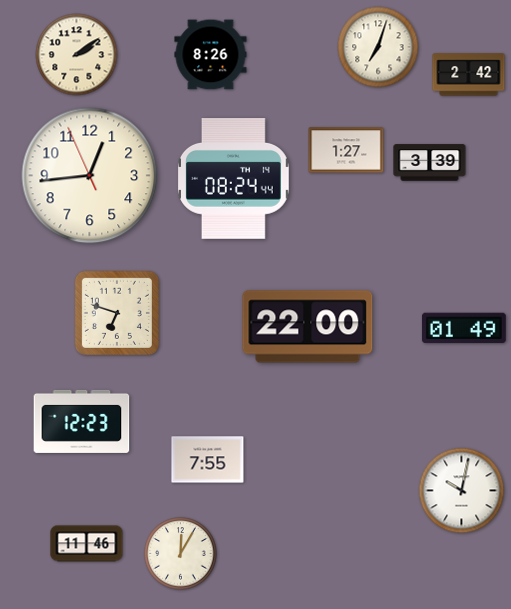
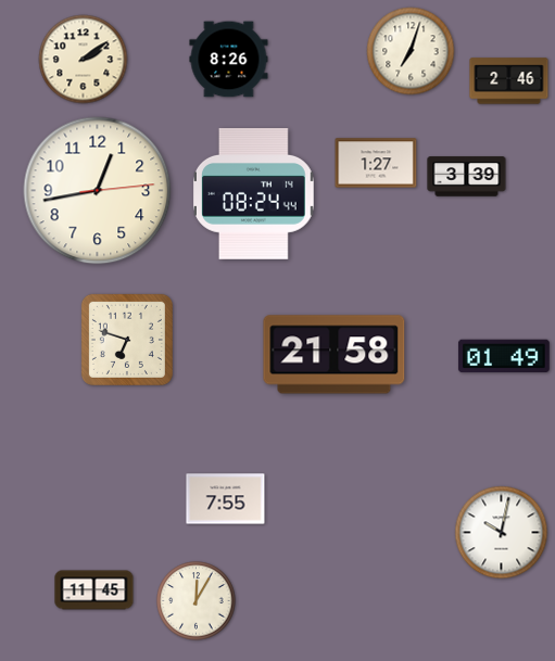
clock at (469, 75): 2:42 -> 2:46
clock at (90, 176): 12:43:56 -> 12:43:14
clock at (308, 327): 22:00 -> 21:58
clock at (82, 421): 12:23 -> none
clock at (87, 544): 11:46 -> 11:45
